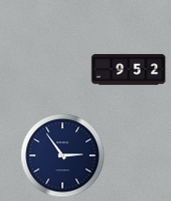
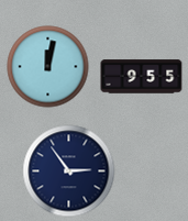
clock at (48, 67): none -> 12:02
clock at (129, 70): 9:52 -> 9:55
